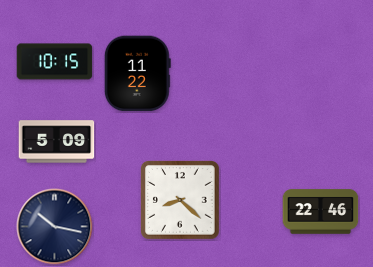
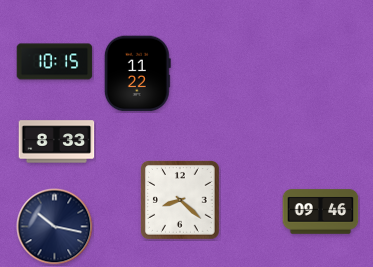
clock at (57, 142): 5:09 -> 8:33
clock at (321, 212): 22:46 -> 09:46
